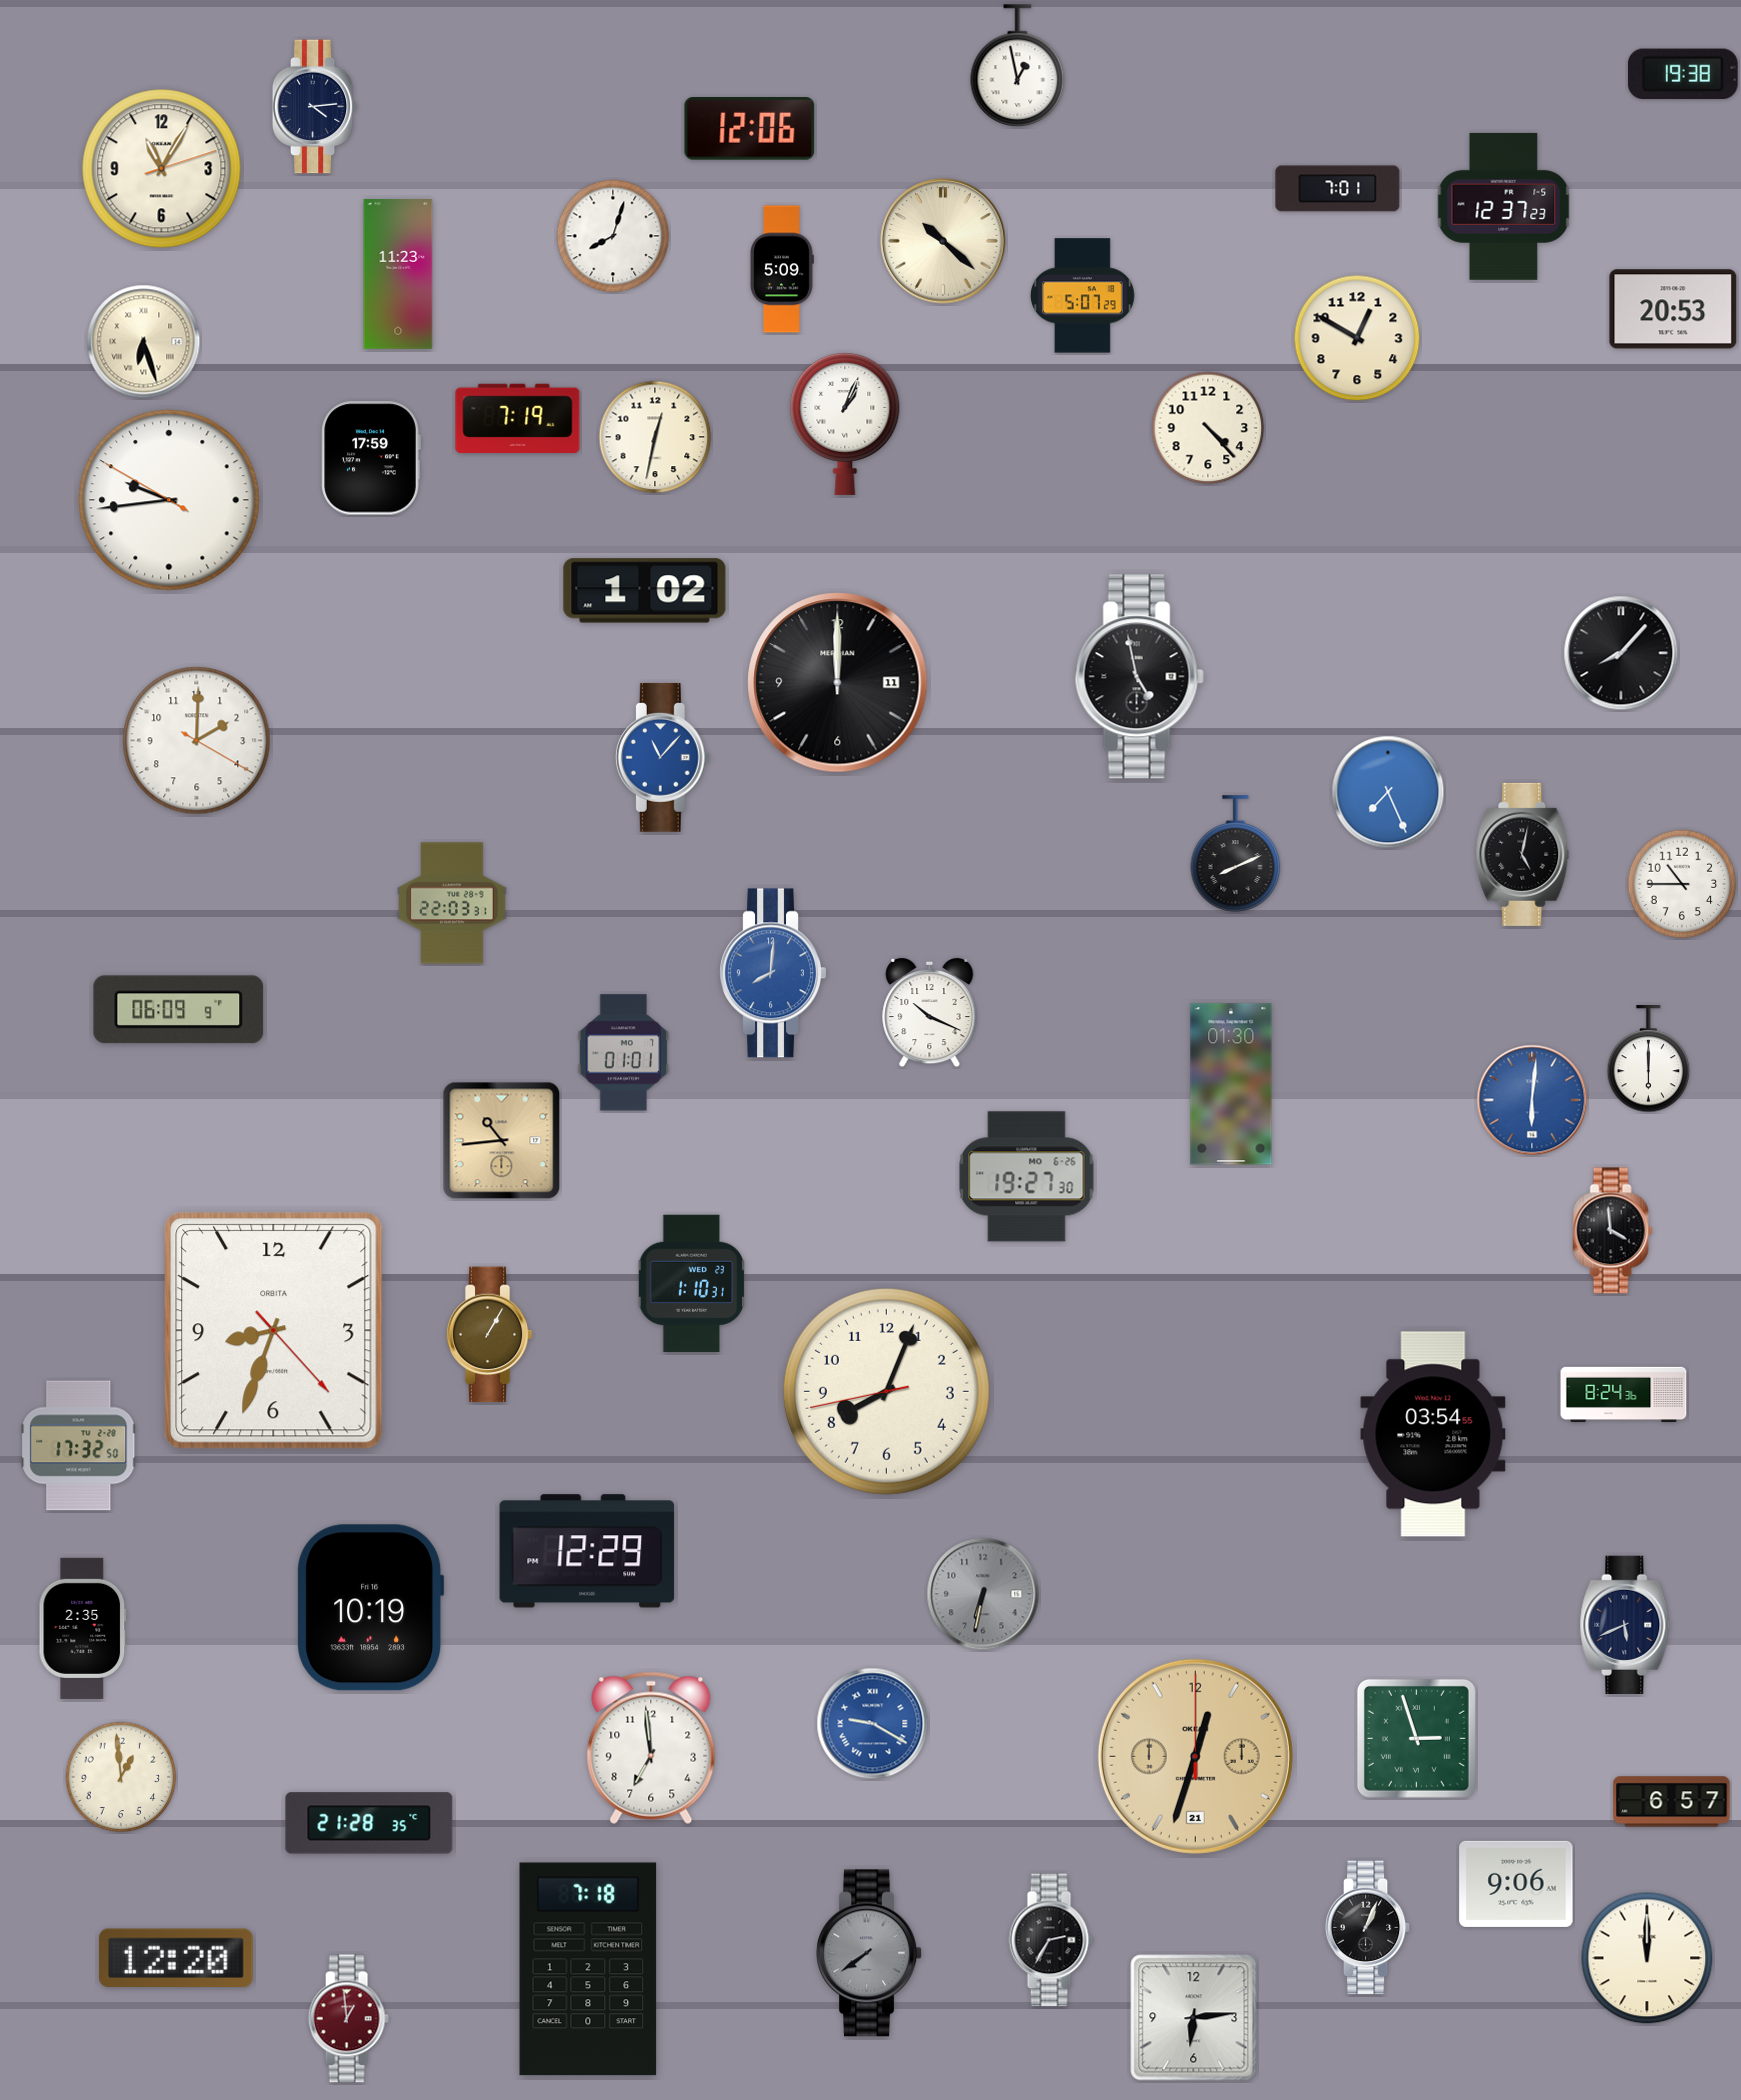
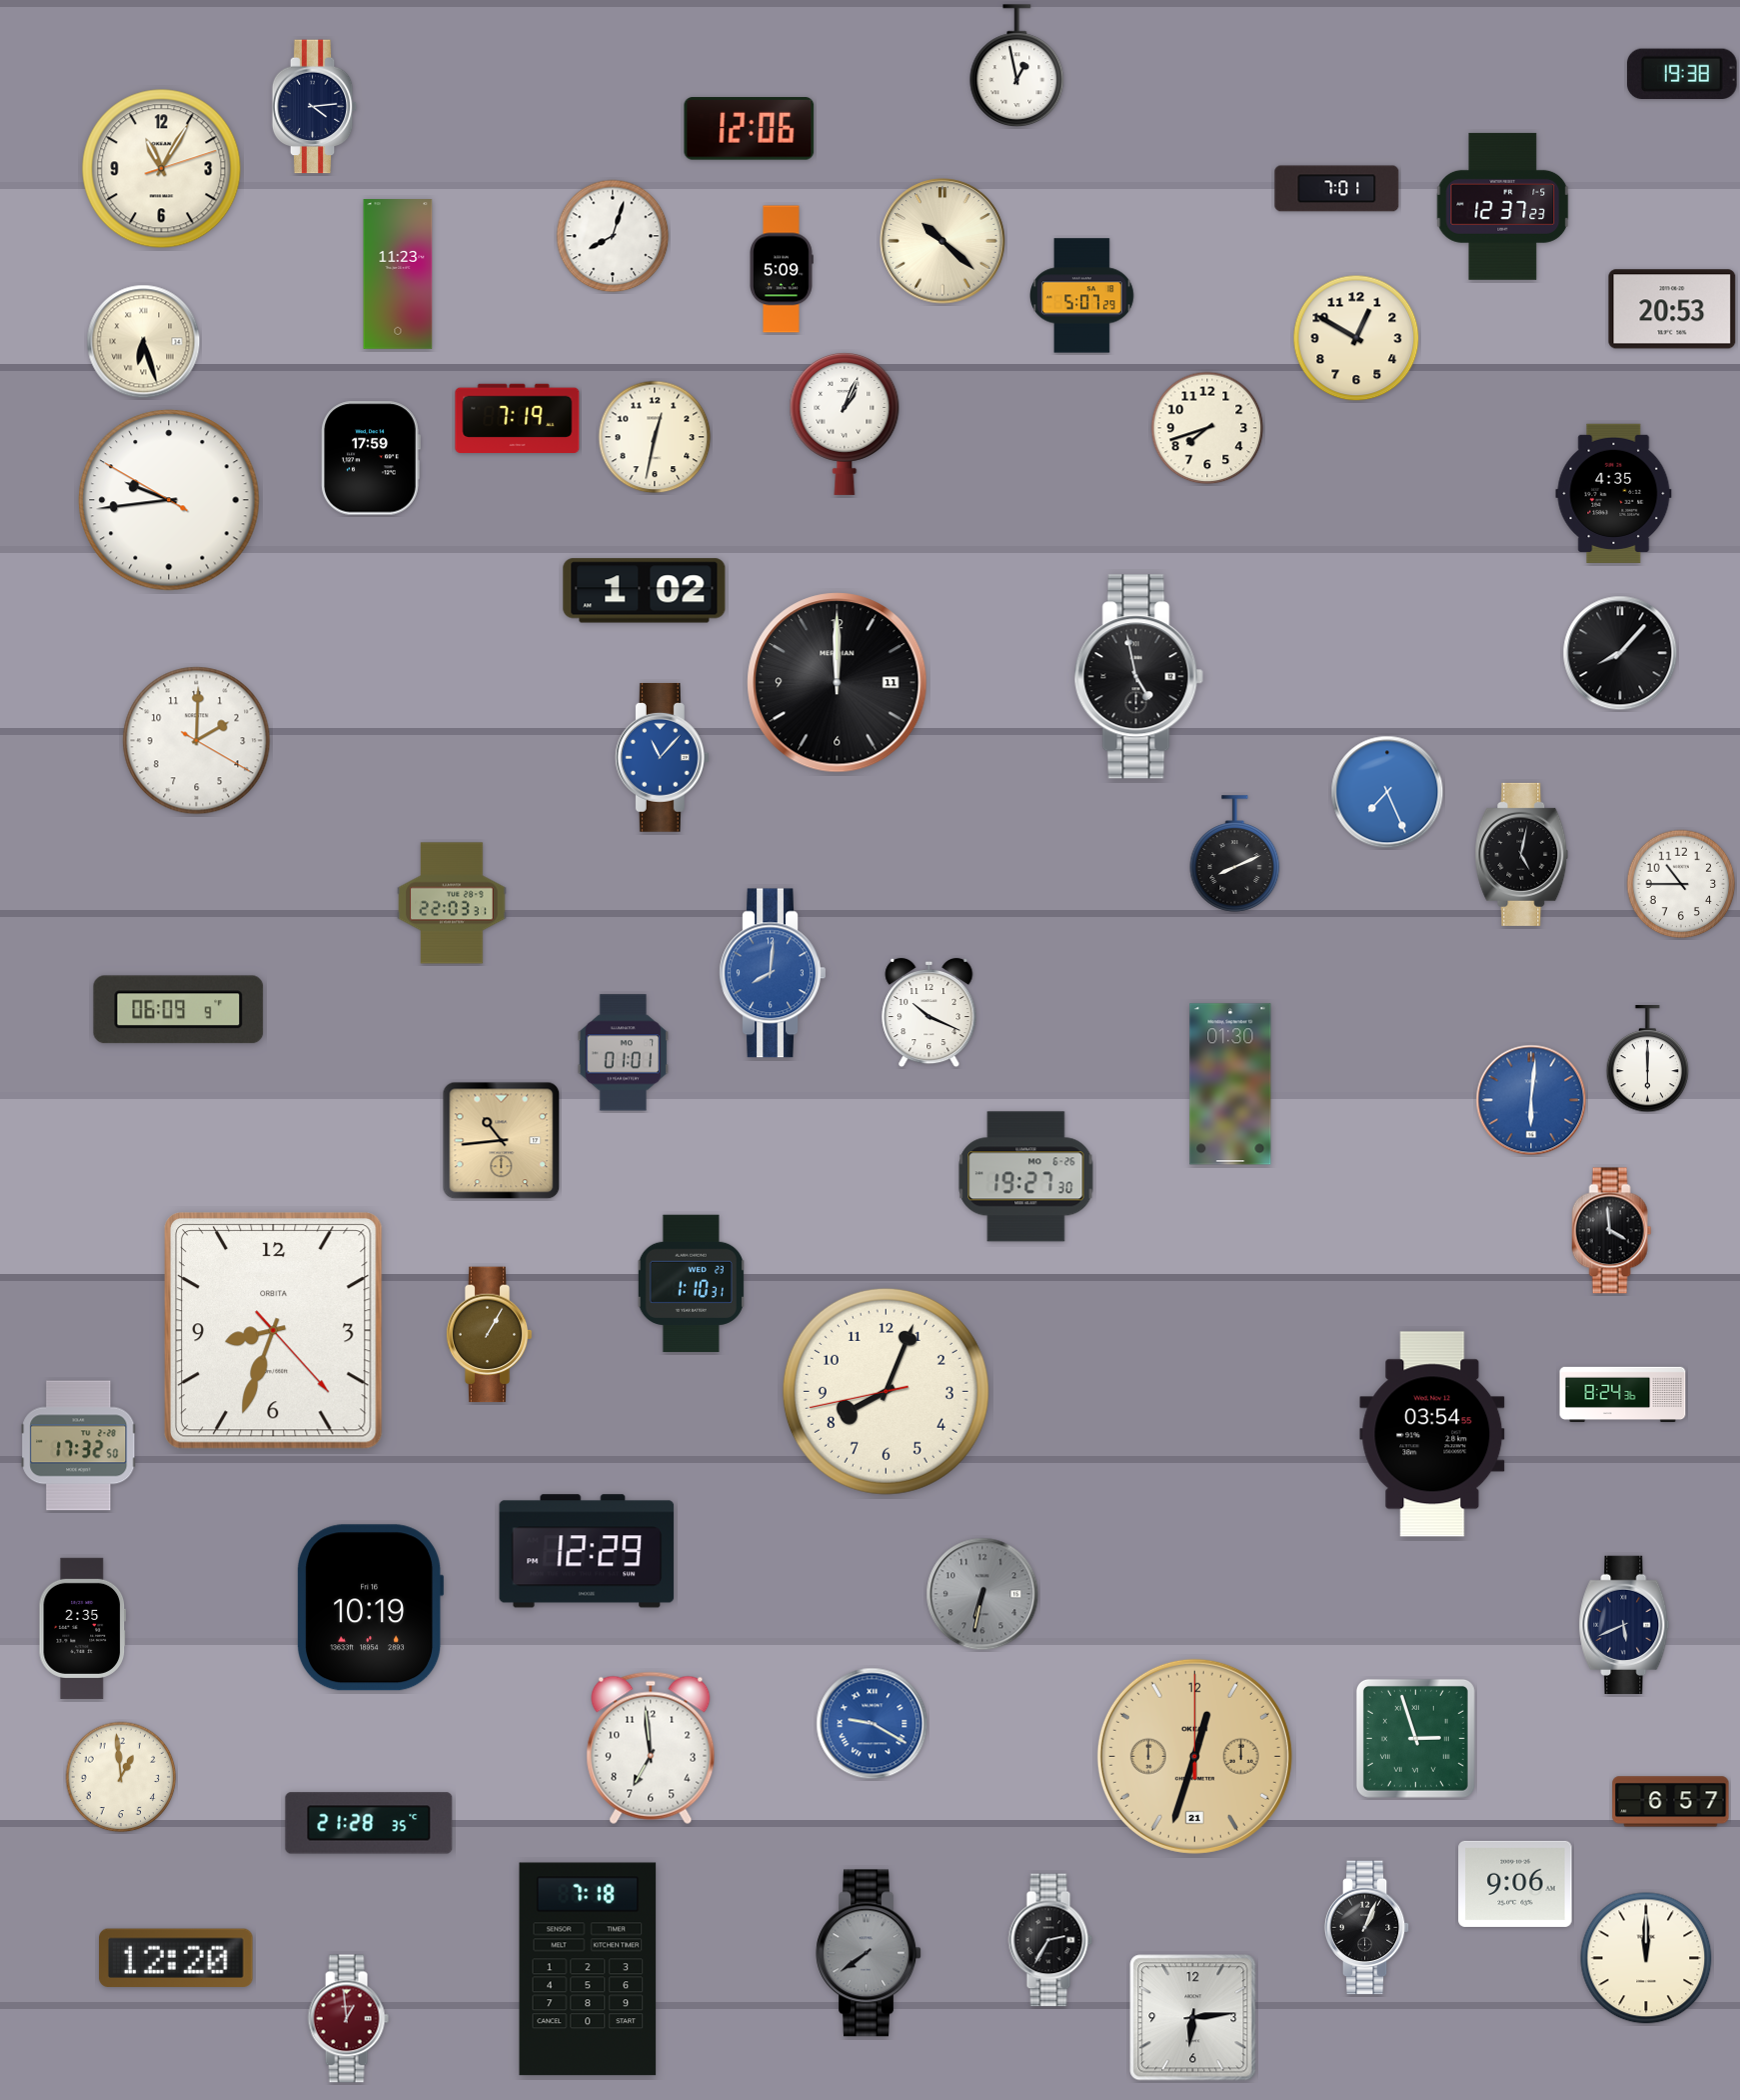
clock at (1208, 428): 4:23 -> 7:42
clock at (1614, 493): none -> 4:35
